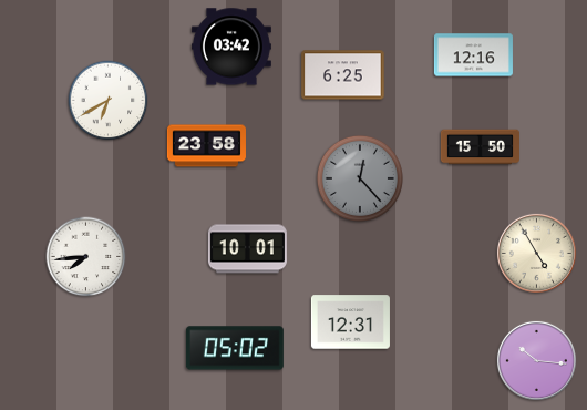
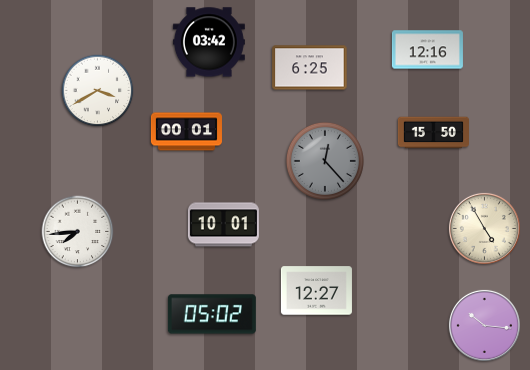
clock at (109, 101): 6:40 -> 3:40
clock at (206, 146): 23:58 -> 00:01
clock at (350, 322): 12:31 -> 12:27
